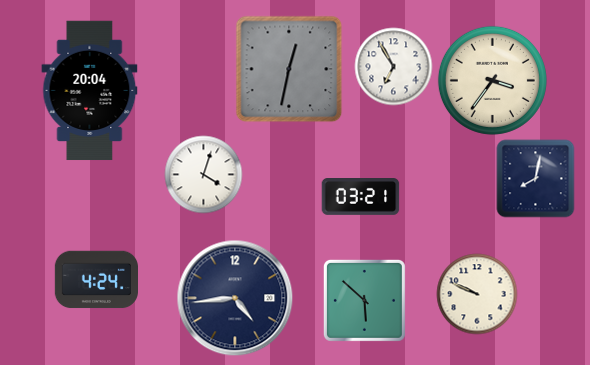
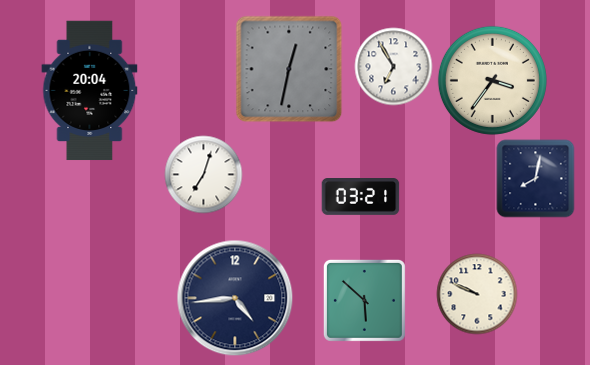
clock at (203, 174): 4:03 -> 7:03
clock at (96, 280): 4:24 -> none
